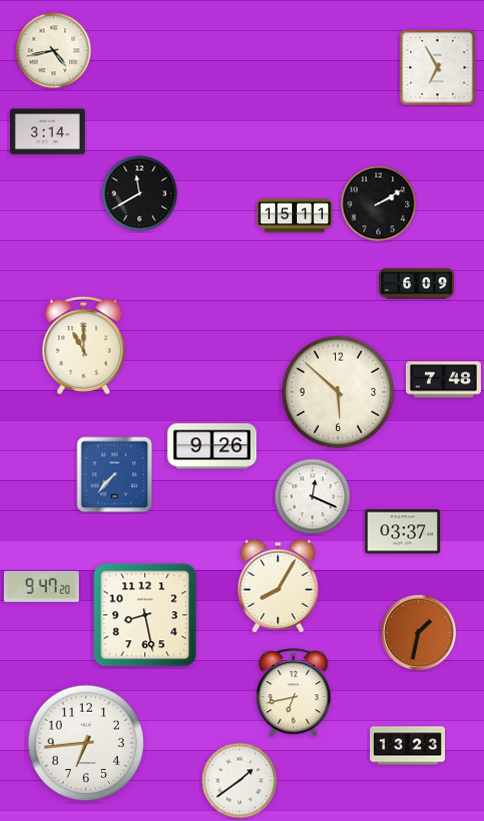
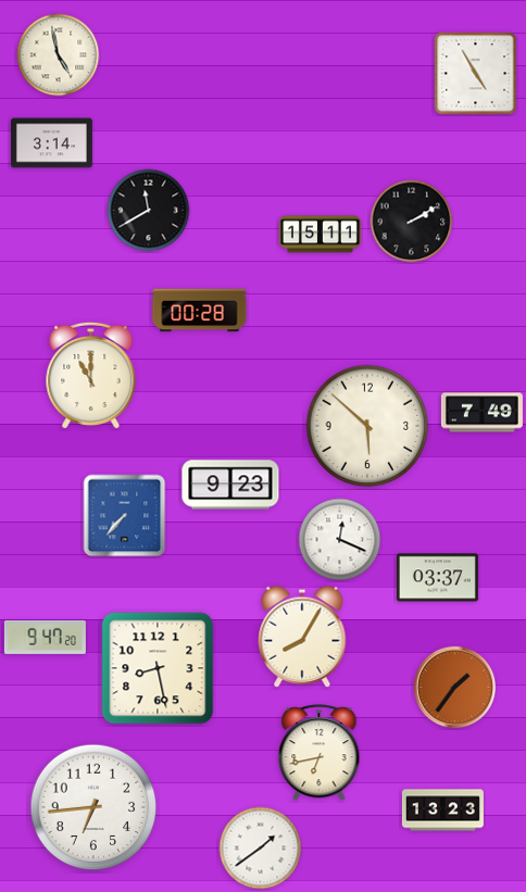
clock at (54, 51): 4:43 -> 4:58
clock at (438, 68): 6:55 -> 4:55
clock at (140, 194) position: (140, 194) -> (149, 211)
clock at (416, 284): 6:09 -> none
clock at (200, 311): none -> 00:28
clock at (443, 380): 7:48 -> 7:49
clock at (212, 446): 9:26 -> 9:23
clock at (419, 633): 1:32 -> 1:36
